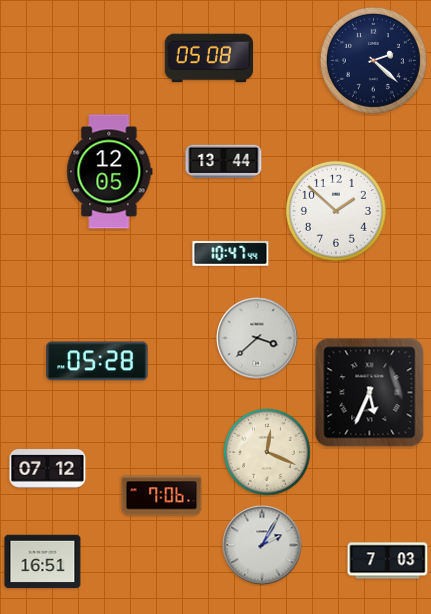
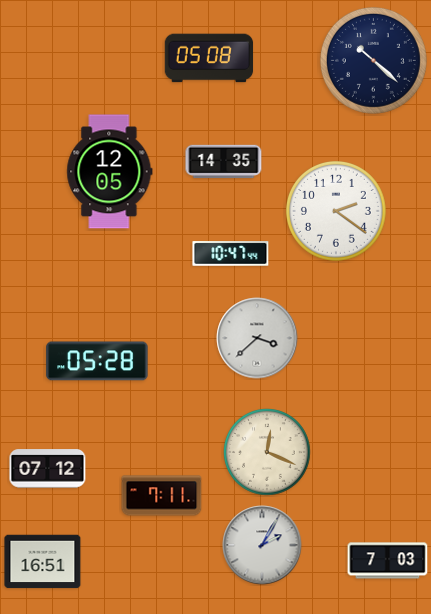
clock at (373, 60): 2:22 -> 10:22
clock at (224, 162): 13:44 -> 14:35
clock at (336, 211): 1:52 -> 2:21
clock at (370, 393): 5:34 -> none
clock at (162, 496): 7:06 -> 7:11
